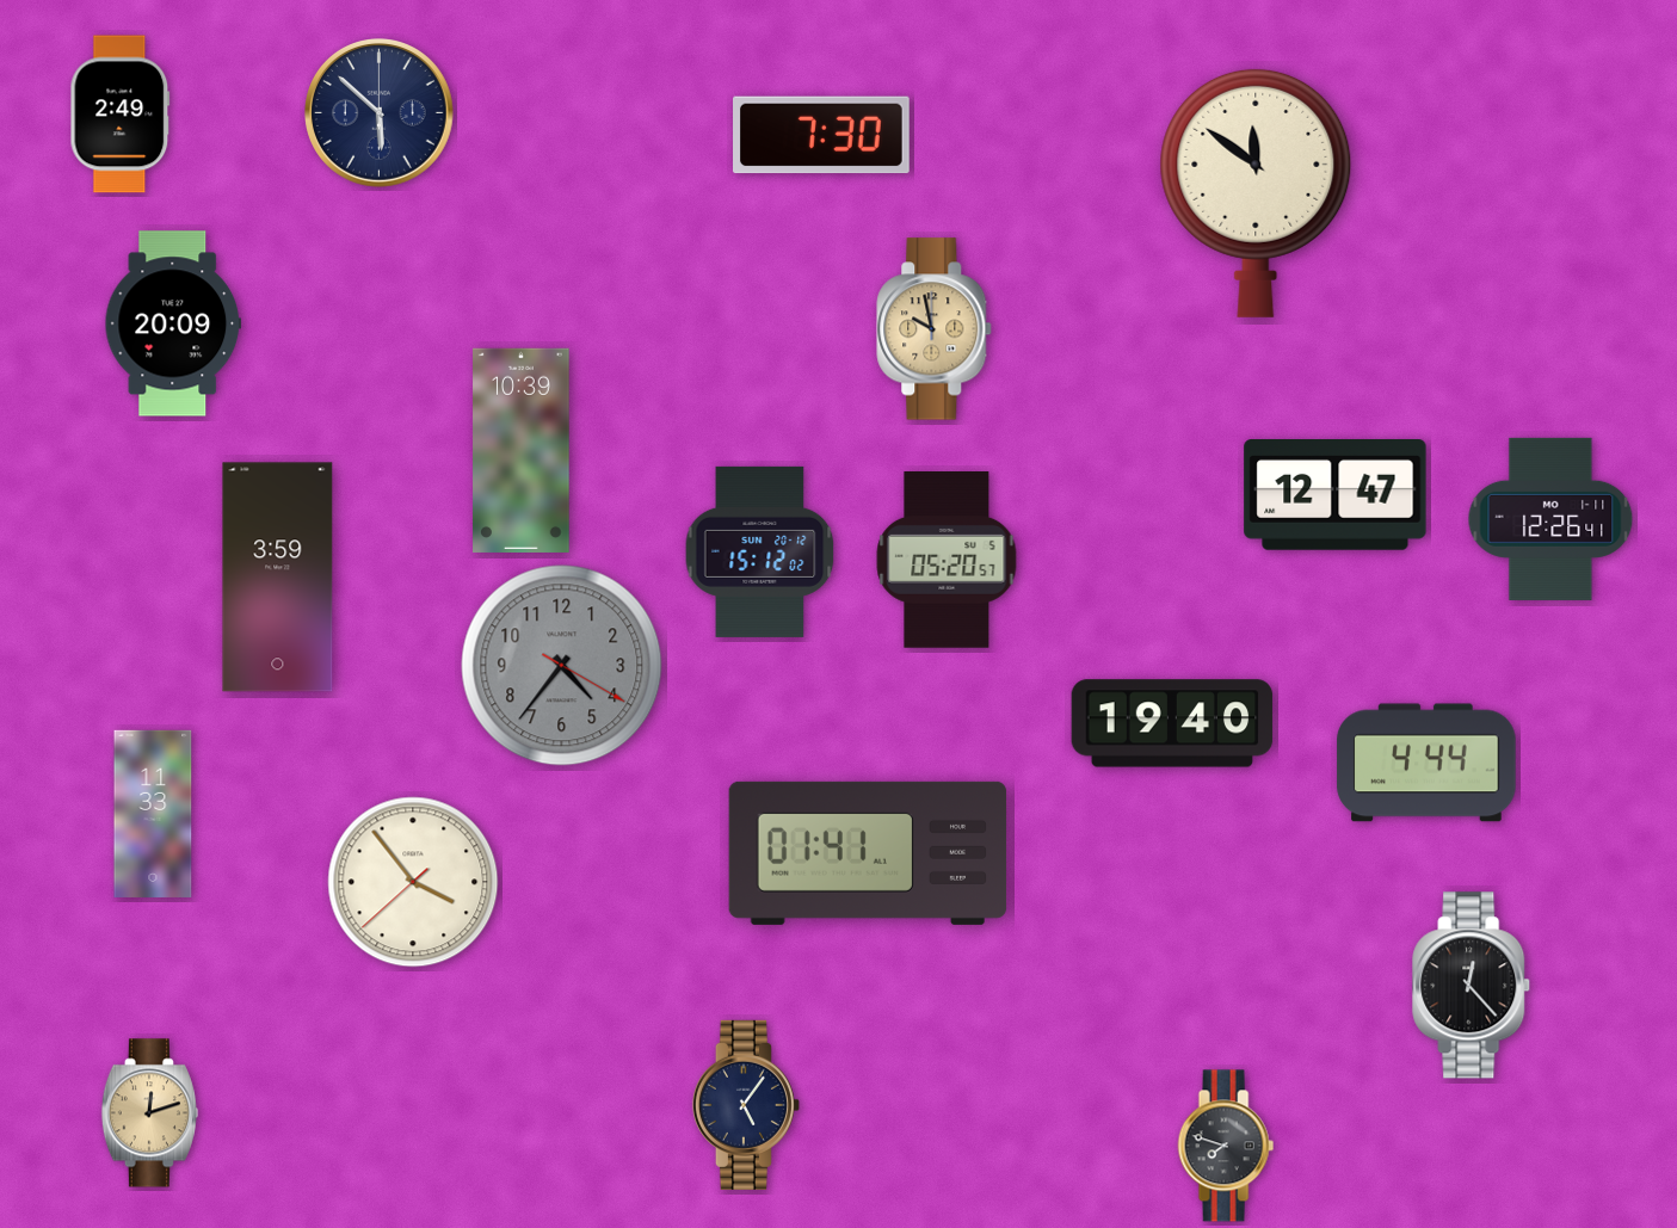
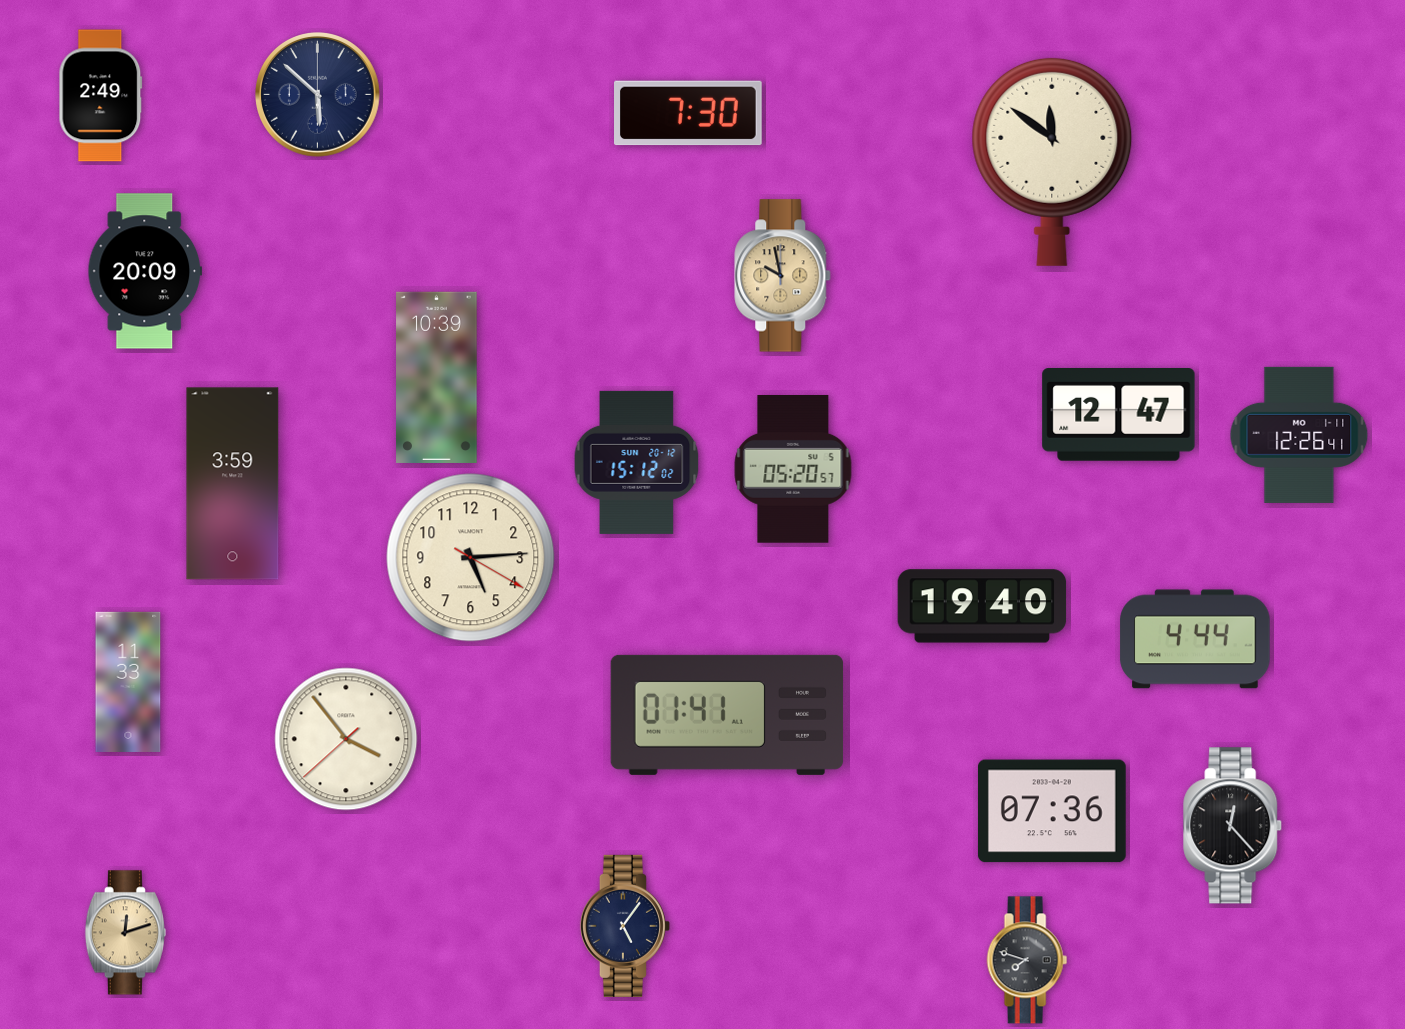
clock at (562, 666): 4:36 -> 5:14
clock at (562, 666) dial: grey -> cream
clock at (1052, 811): none -> 07:36
